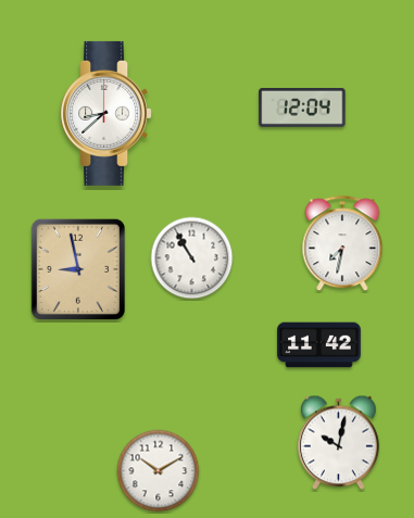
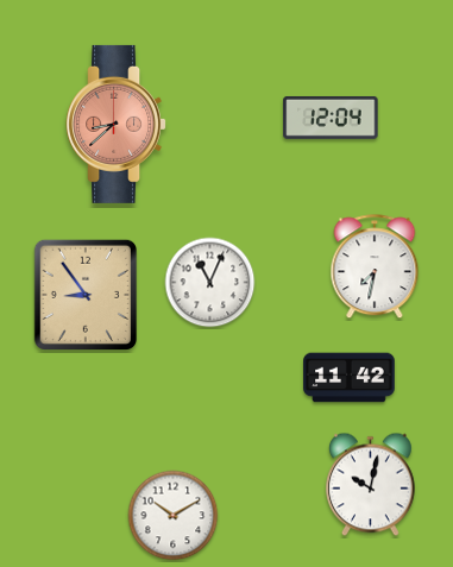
clock at (106, 113) dial: white -> salmon
clock at (192, 258): 10:55 -> 11:04
clock at (77, 268): 8:58 -> 8:54
